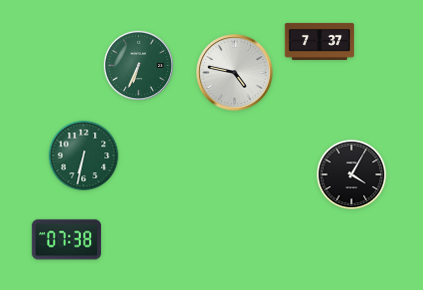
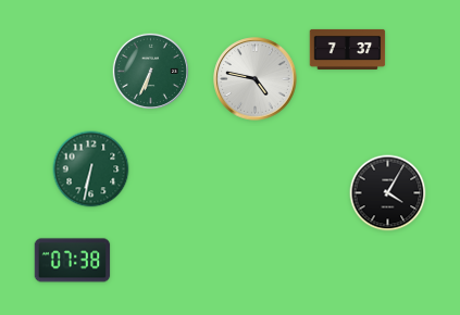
clock at (320, 41) position: (320, 41) -> (348, 49)
clock at (352, 175) position: (352, 175) -> (388, 193)
